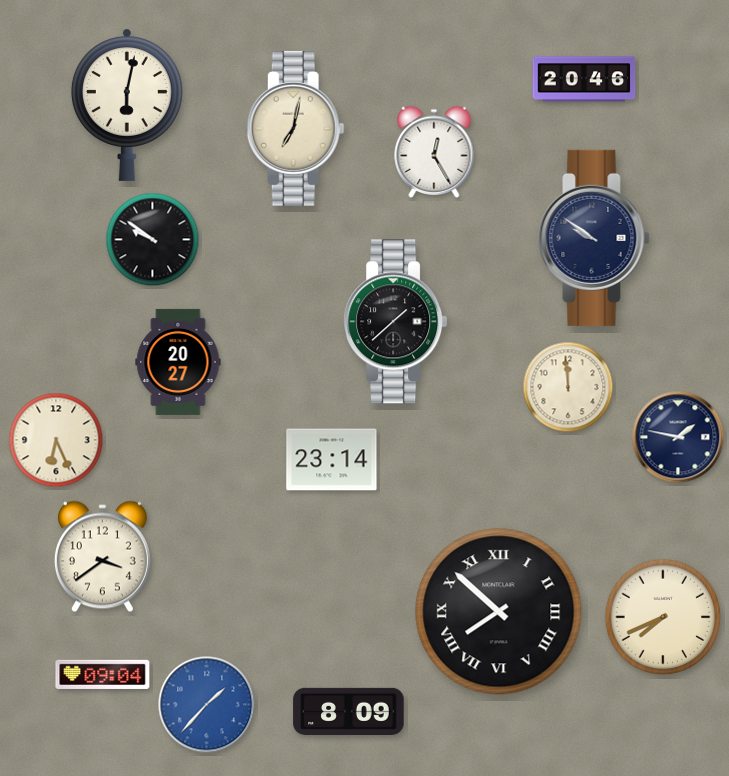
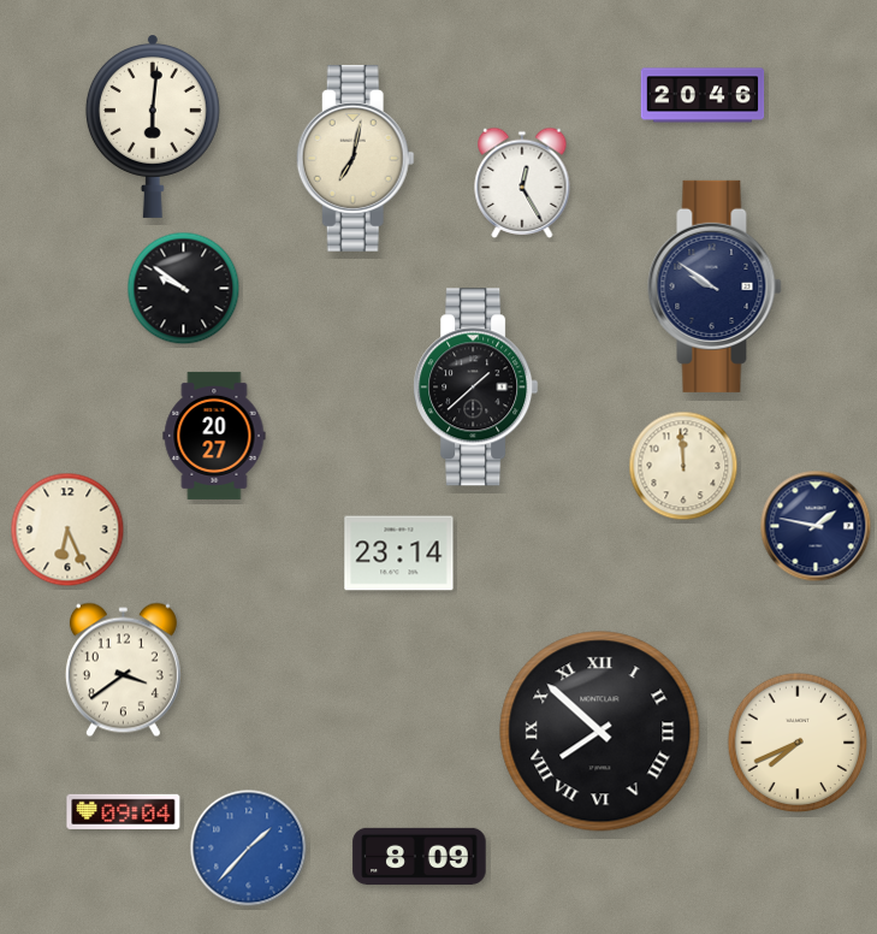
clock at (127, 105): 6:02 -> 6:01
clock at (295, 128) position: (295, 128) -> (355, 158)
clock at (499, 612) position: (499, 612) -> (600, 732)
